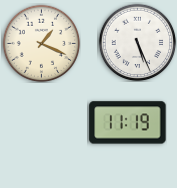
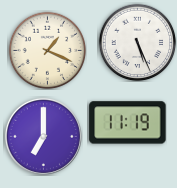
clock at (41, 43) position: (41, 43) -> (47, 50)
clock at (43, 136): none -> 7:00
